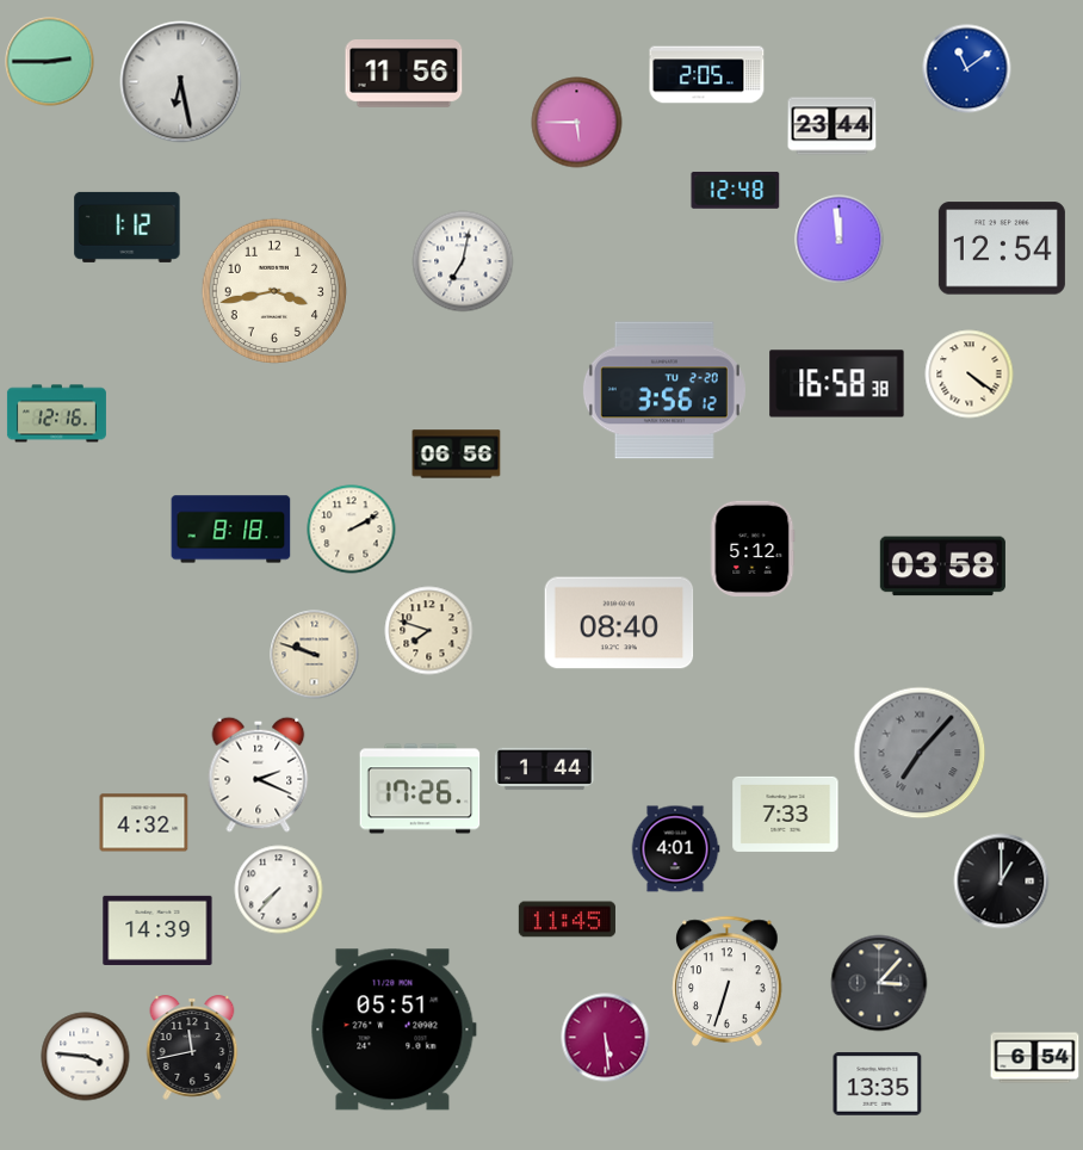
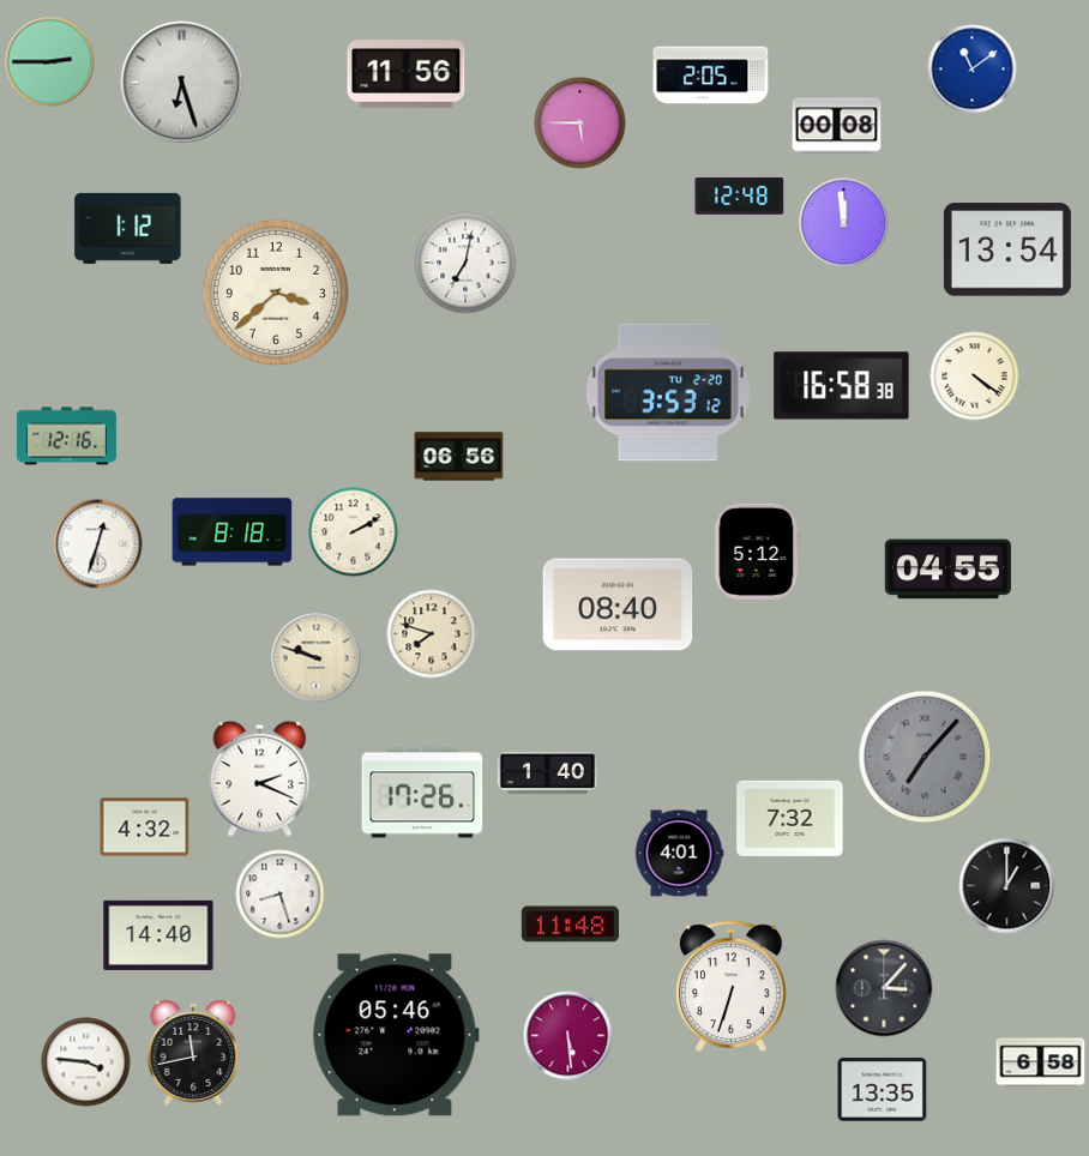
clock at (181, 82): 6:28 -> 6:27
clock at (833, 126): 23:44 -> 00:08
clock at (736, 190) position: (736, 190) -> (740, 195)
clock at (840, 240) position: (840, 240) -> (844, 223)
clock at (1002, 248): 12:54 -> 13:54
clock at (273, 290): 3:43 -> 3:38
clock at (664, 390): 3:56 -> 3:53
clock at (56, 414) position: (56, 414) -> (66, 436)
clock at (98, 544): none -> 12:33
clock at (942, 567): 03:58 -> 04:55
clock at (619, 623) position: (619, 623) -> (618, 604)
clock at (544, 769): 1:44 -> 1:40
clock at (786, 814): 7:33 -> 7:32
clock at (279, 890): 7:37 -> 8:27
clock at (567, 920): 11:45 -> 11:48
clock at (157, 930): 14:39 -> 14:40
clock at (394, 1030): 05:51 -> 05:46
clock at (606, 1038) position: (606, 1038) -> (568, 1036)
clock at (1035, 1058): 6:54 -> 6:58
